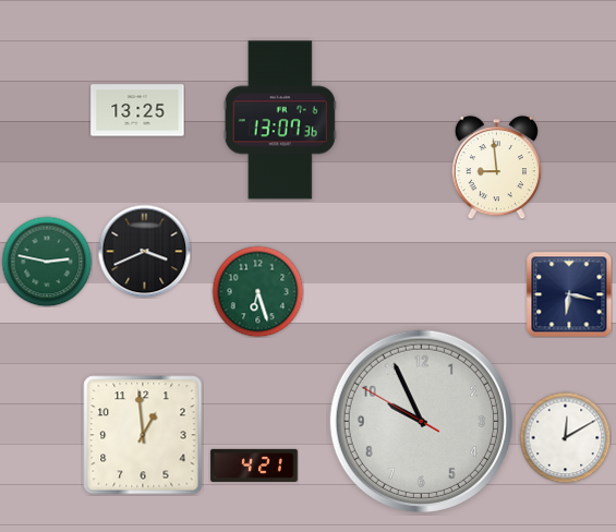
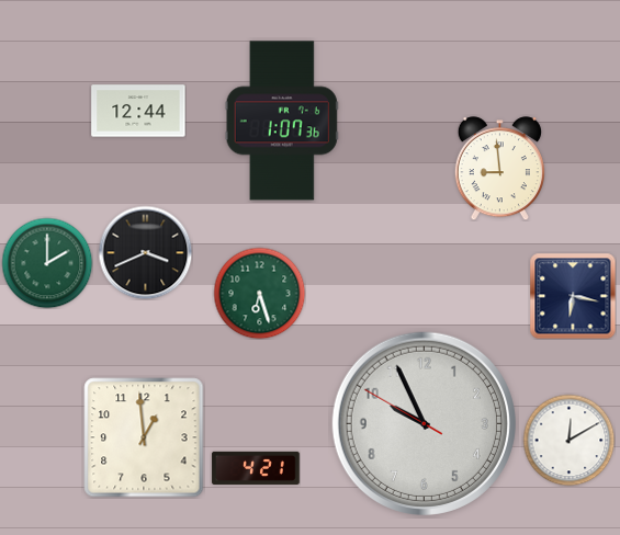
clock at (137, 110): 13:25 -> 12:44
clock at (280, 120): 13:07 -> 1:07
clock at (47, 262): 2:47 -> 2:00
